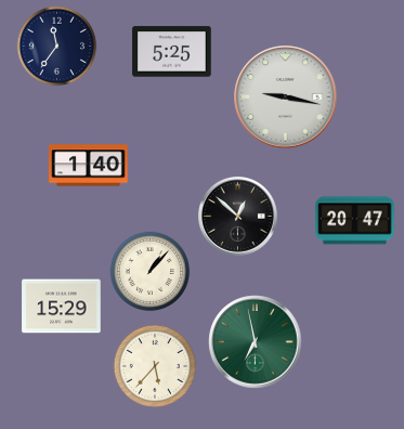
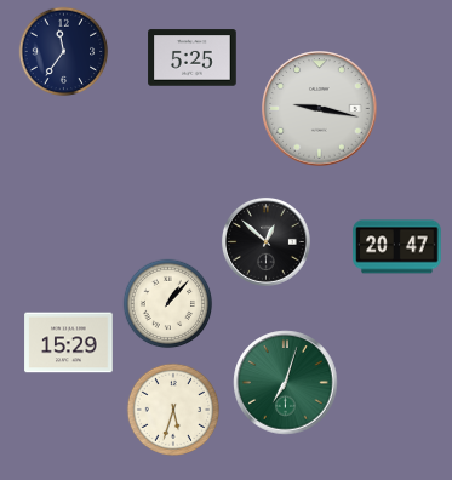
clock at (89, 166): 1:40 -> none
clock at (256, 342): 6:58 -> 7:03
clock at (154, 365): 5:37 -> 5:33
